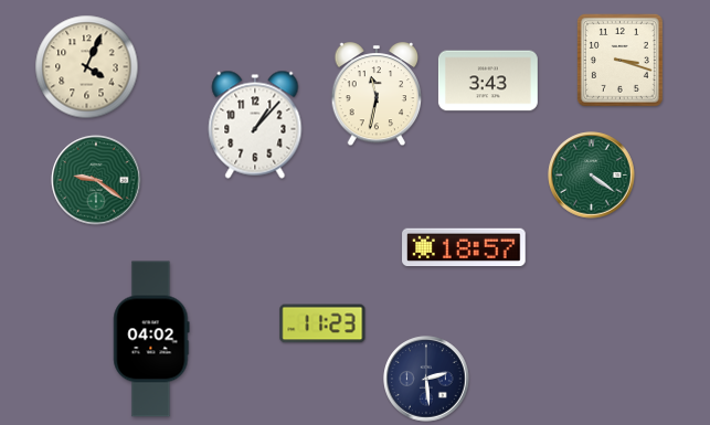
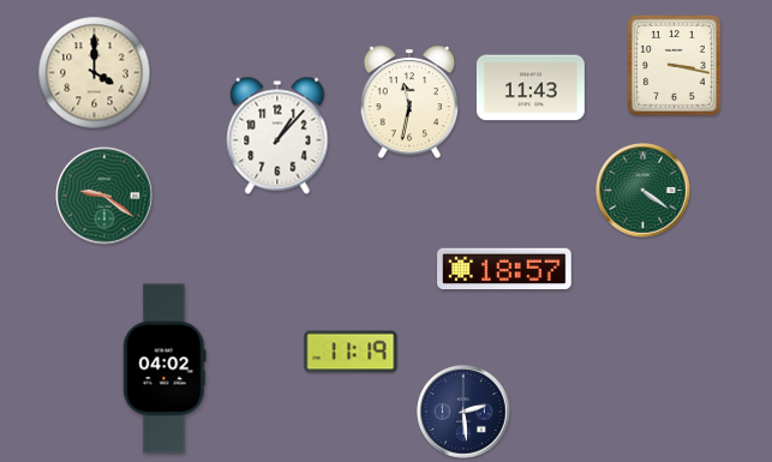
clock at (619, 60): 3:18 -> 3:17
clock at (87, 67): 4:04 -> 4:00
clock at (488, 81): 3:43 -> 11:43
clock at (322, 323): 11:23 -> 11:19
